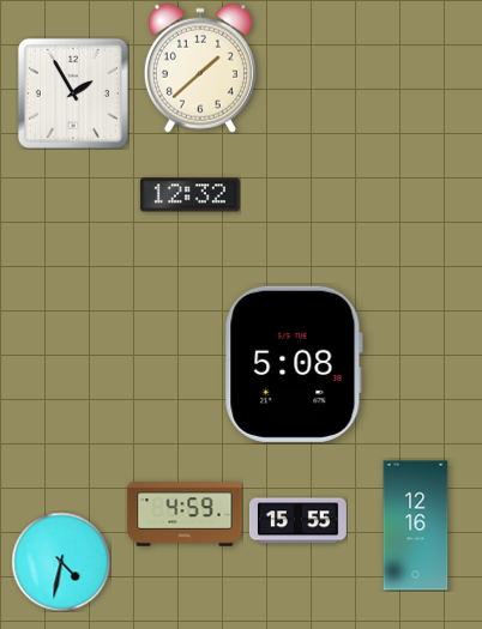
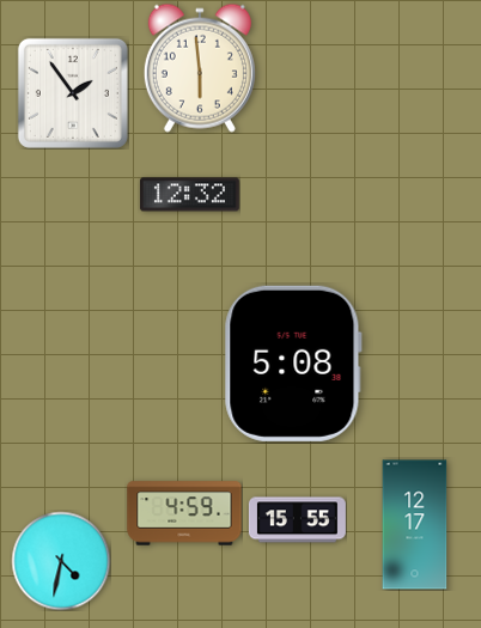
clock at (200, 68): 1:38 -> 5:59
clock at (73, 93): 1:55 -> 1:54
clock at (416, 526): 12:16 -> 12:17
